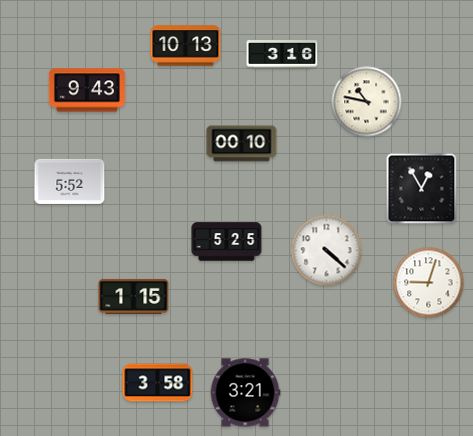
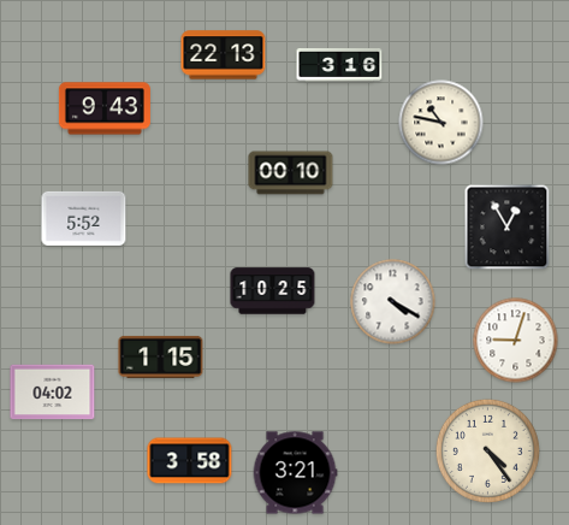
clock at (186, 46): 10:13 -> 22:13
clock at (227, 242): 5:25 -> 10:25
clock at (327, 251): 4:22 -> 4:20
clock at (53, 393): none -> 04:02
clock at (487, 450): none -> 4:24
